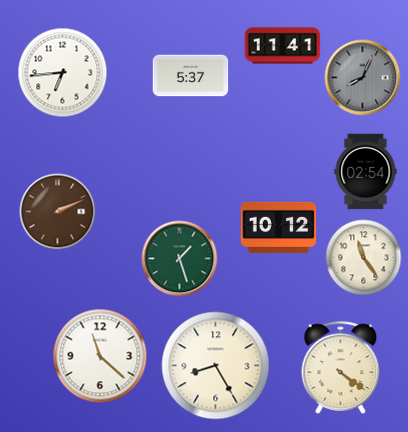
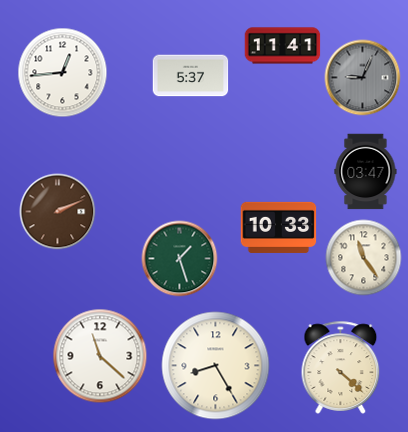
clock at (63, 73): 6:44 -> 12:44
clock at (363, 78): 8:04 -> 9:04
clock at (366, 172): 02:54 -> 03:47
clock at (279, 227): 10:12 -> 10:33
clock at (341, 367): 4:21 -> 4:22
